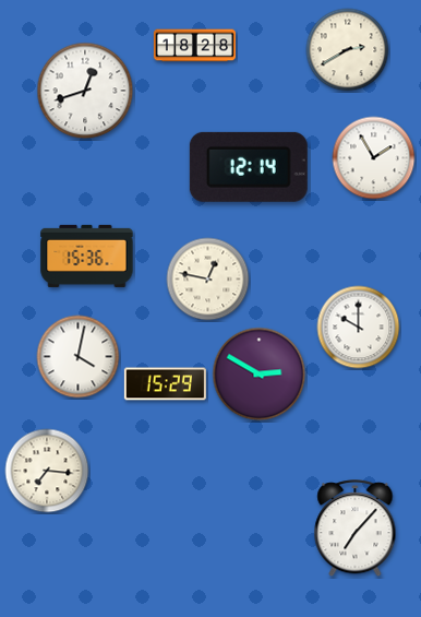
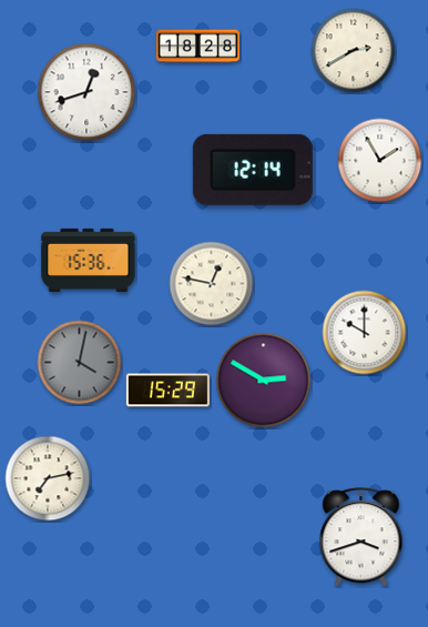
clock at (79, 357) dial: white -> grey
clock at (47, 471): 7:16 -> 7:13
clock at (356, 529): 7:07 -> 3:42
